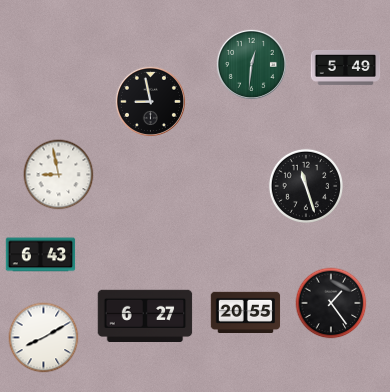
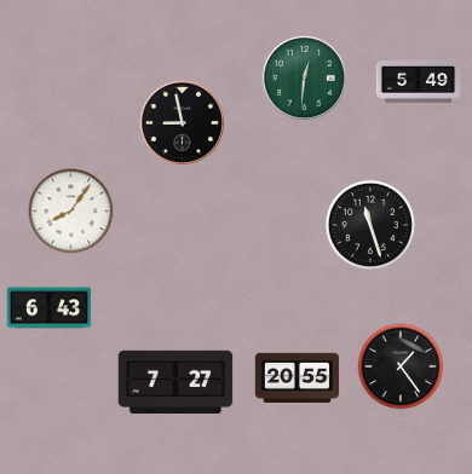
clock at (59, 175): 8:58 -> 8:06
clock at (145, 316): 6:27 -> 7:27
clock at (44, 338): 8:10 -> none
